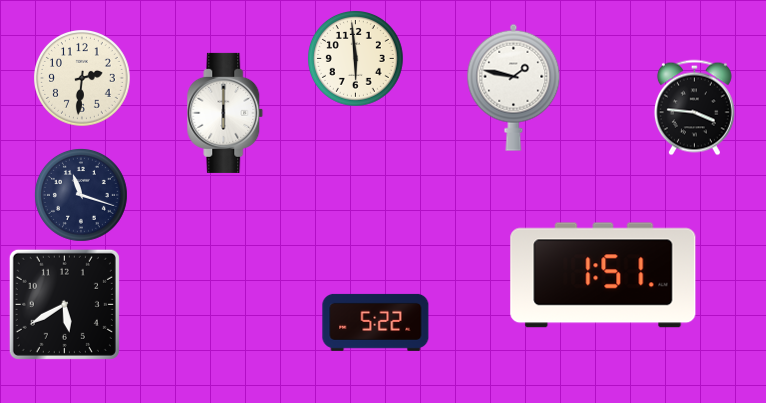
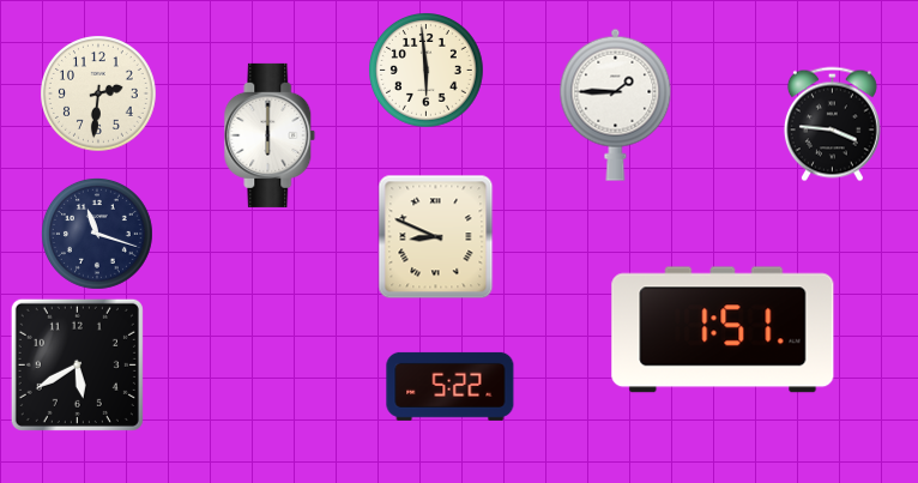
clock at (514, 87): 1:47 -> 1:45
clock at (694, 108) position: (694, 108) -> (832, 125)
clock at (436, 237): none -> 8:49
